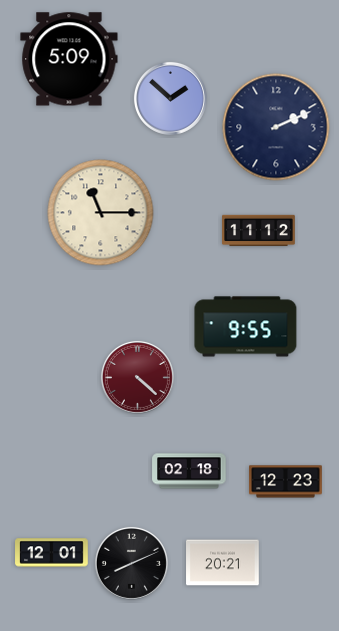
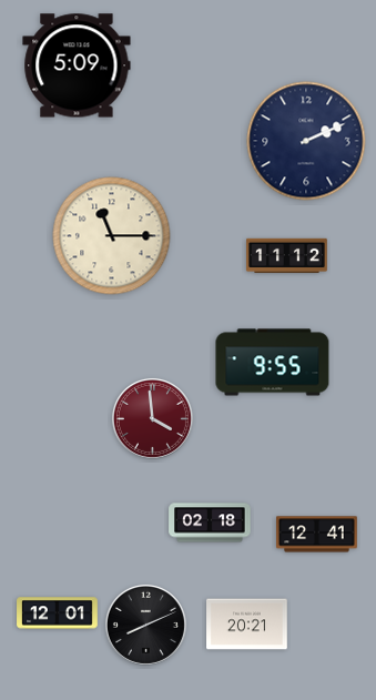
clock at (170, 98): 1:52 -> none
clock at (137, 377): 4:22 -> 3:59
clock at (286, 482): 12:23 -> 12:41
